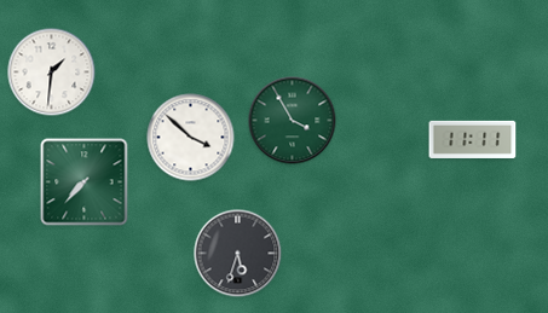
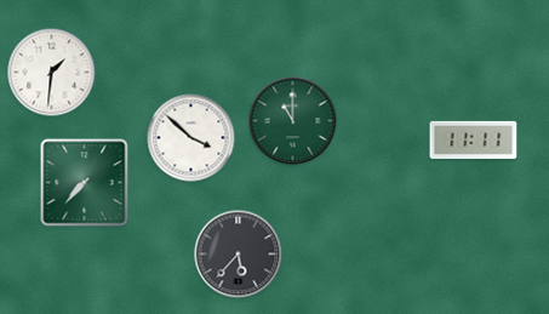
clock at (293, 121): 3:55 -> 11:00
clock at (238, 254): 5:33 -> 5:37
